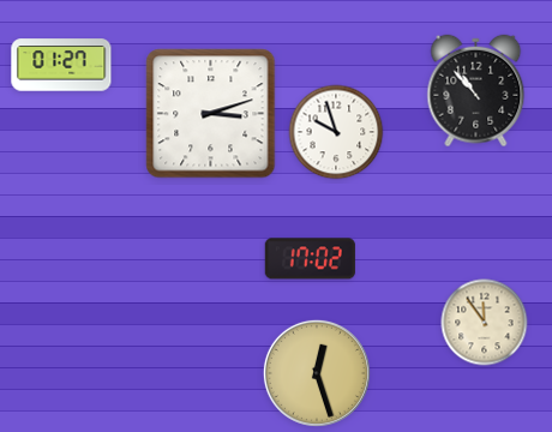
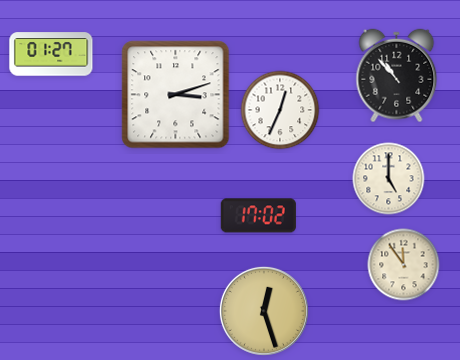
clock at (336, 132): 9:57 -> 12:34
clock at (389, 179): none -> 5:00
clock at (485, 323) position: (485, 323) -> (404, 265)
